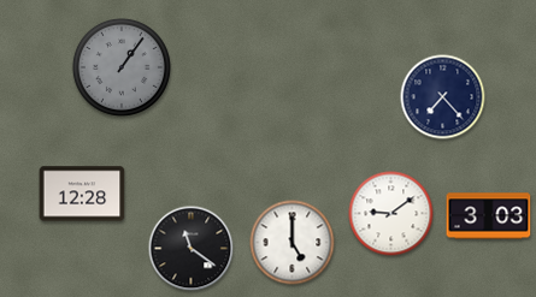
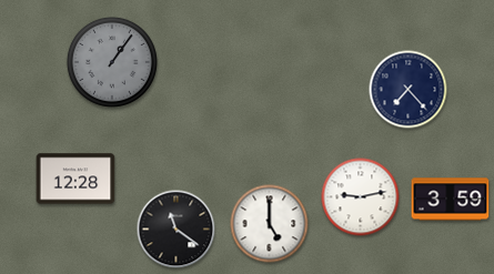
clock at (391, 214): 9:09 -> 9:13
clock at (489, 216): 3:03 -> 3:59
